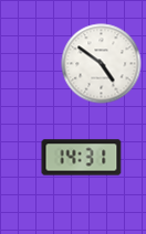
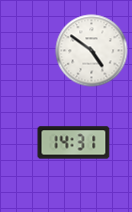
clock at (102, 64) position: (102, 64) -> (92, 51)
